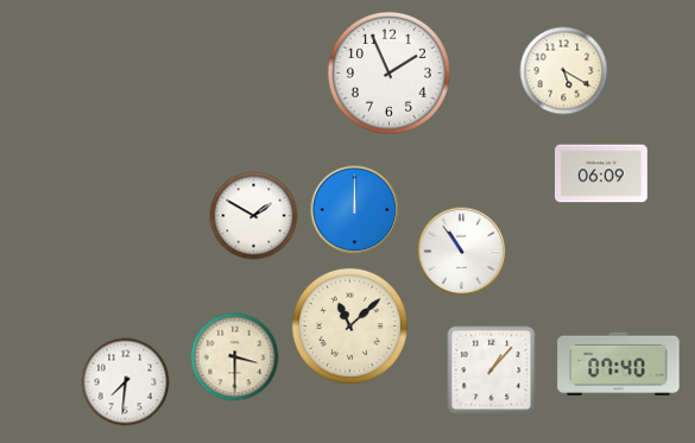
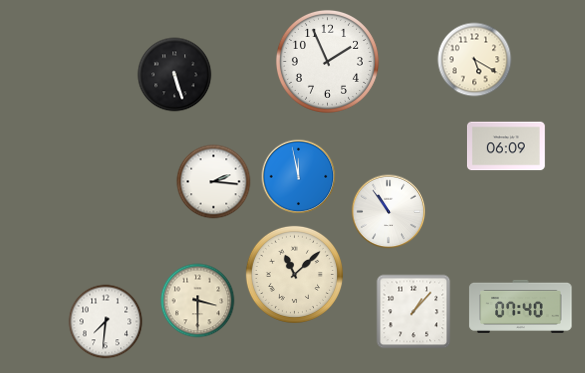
clock at (175, 75): none -> 5:27
clock at (355, 210): 12:00 -> 11:58
clock at (254, 216): 1:50 -> 2:16
